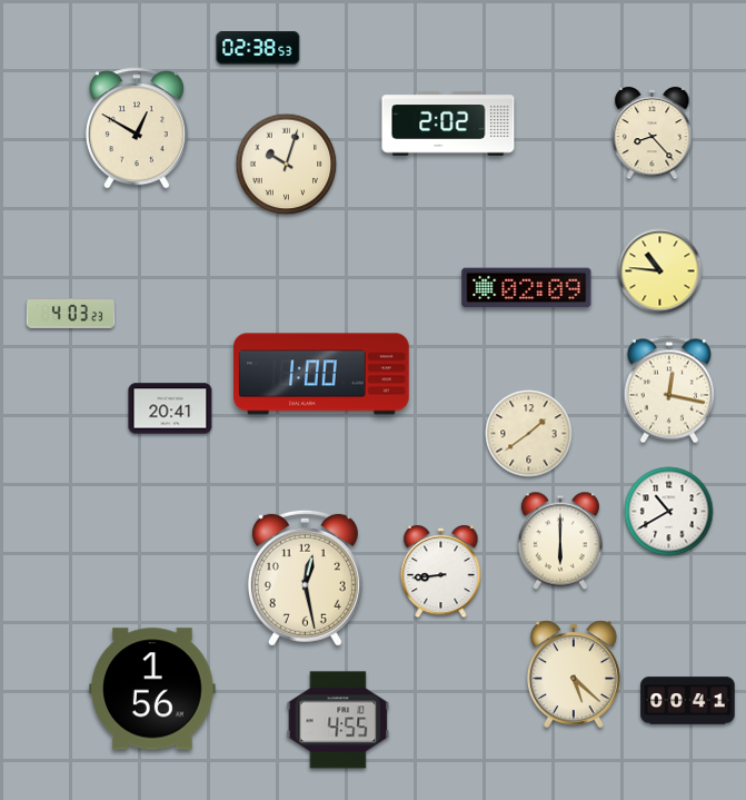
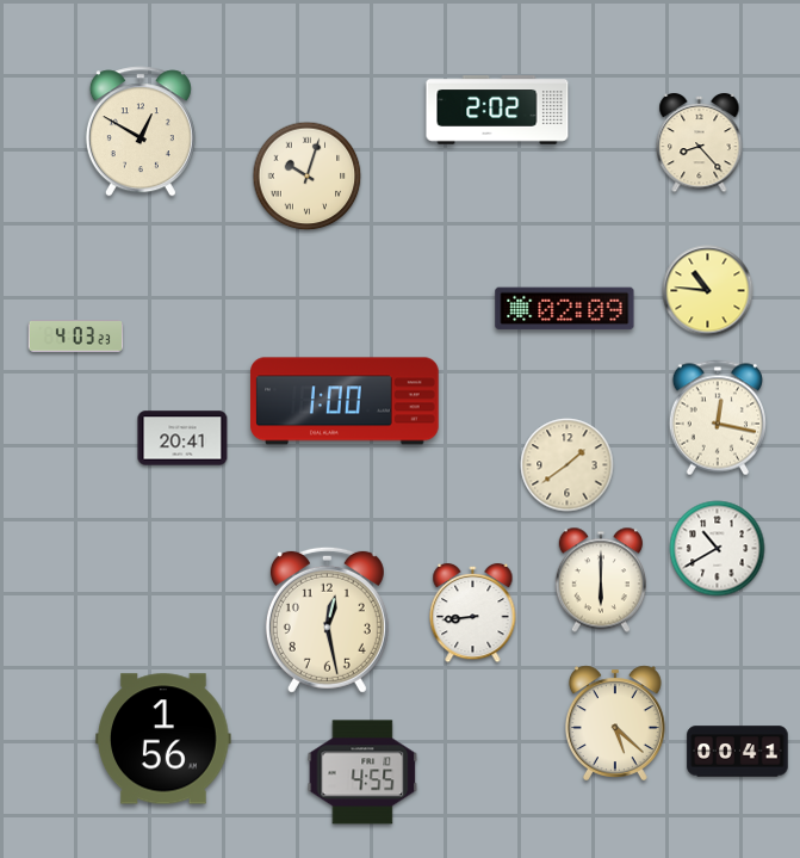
clock at (258, 48): 02:38 -> none
clock at (448, 124) position: (448, 124) -> (497, 110)
clock at (137, 128) position: (137, 128) -> (141, 131)
